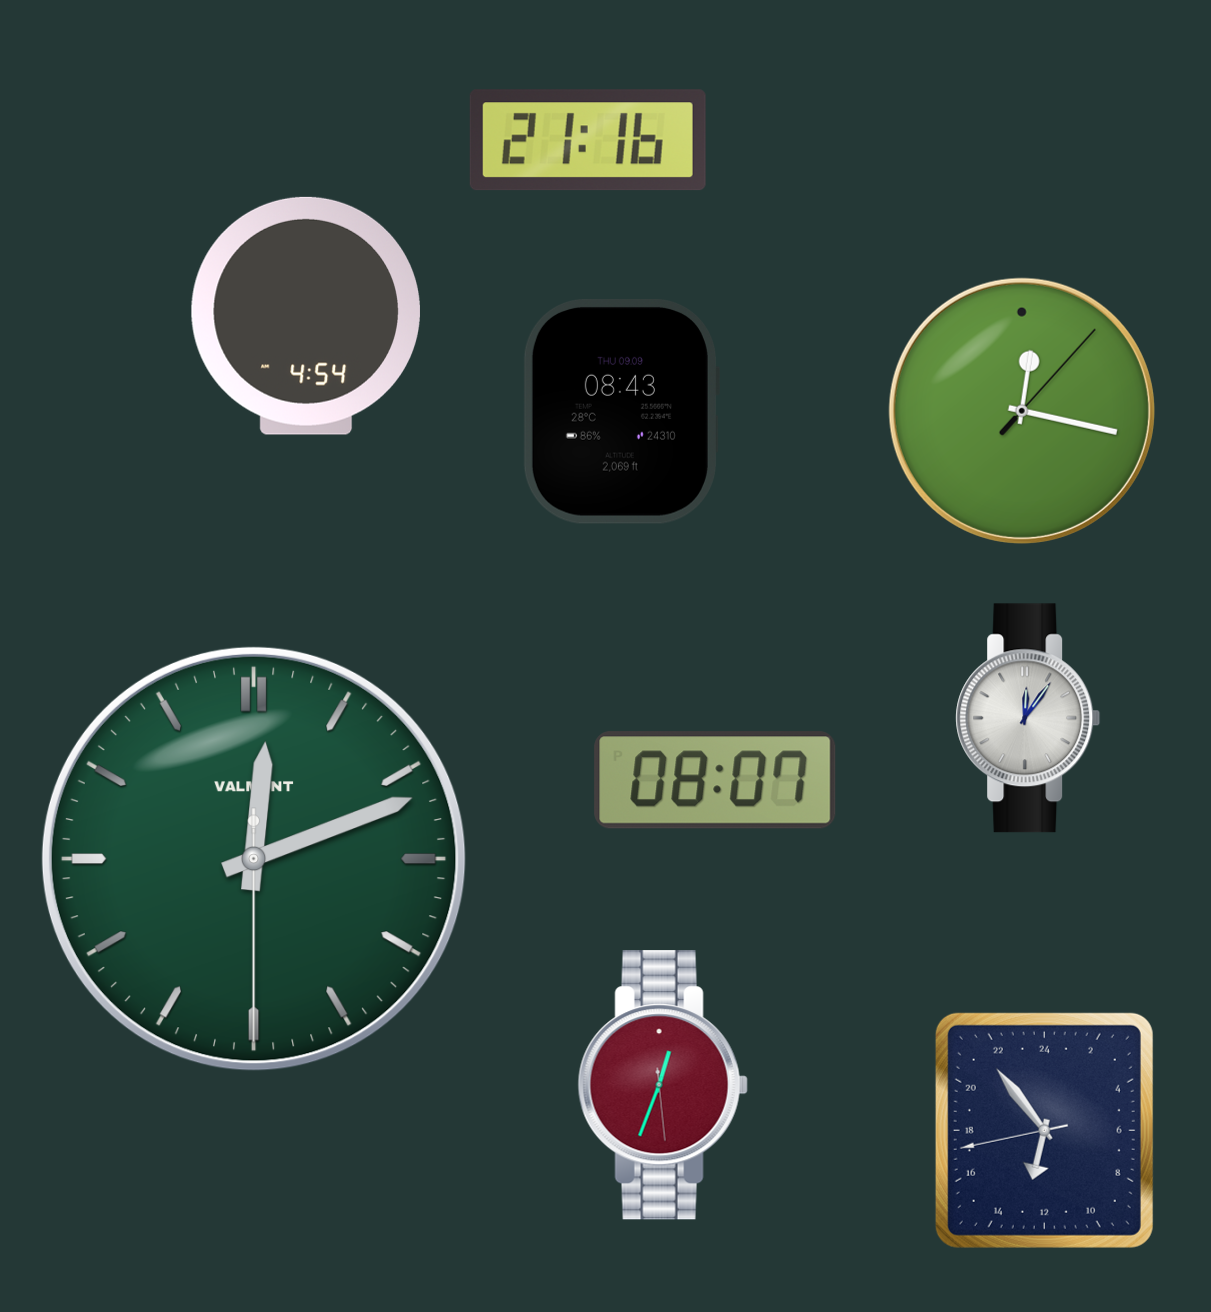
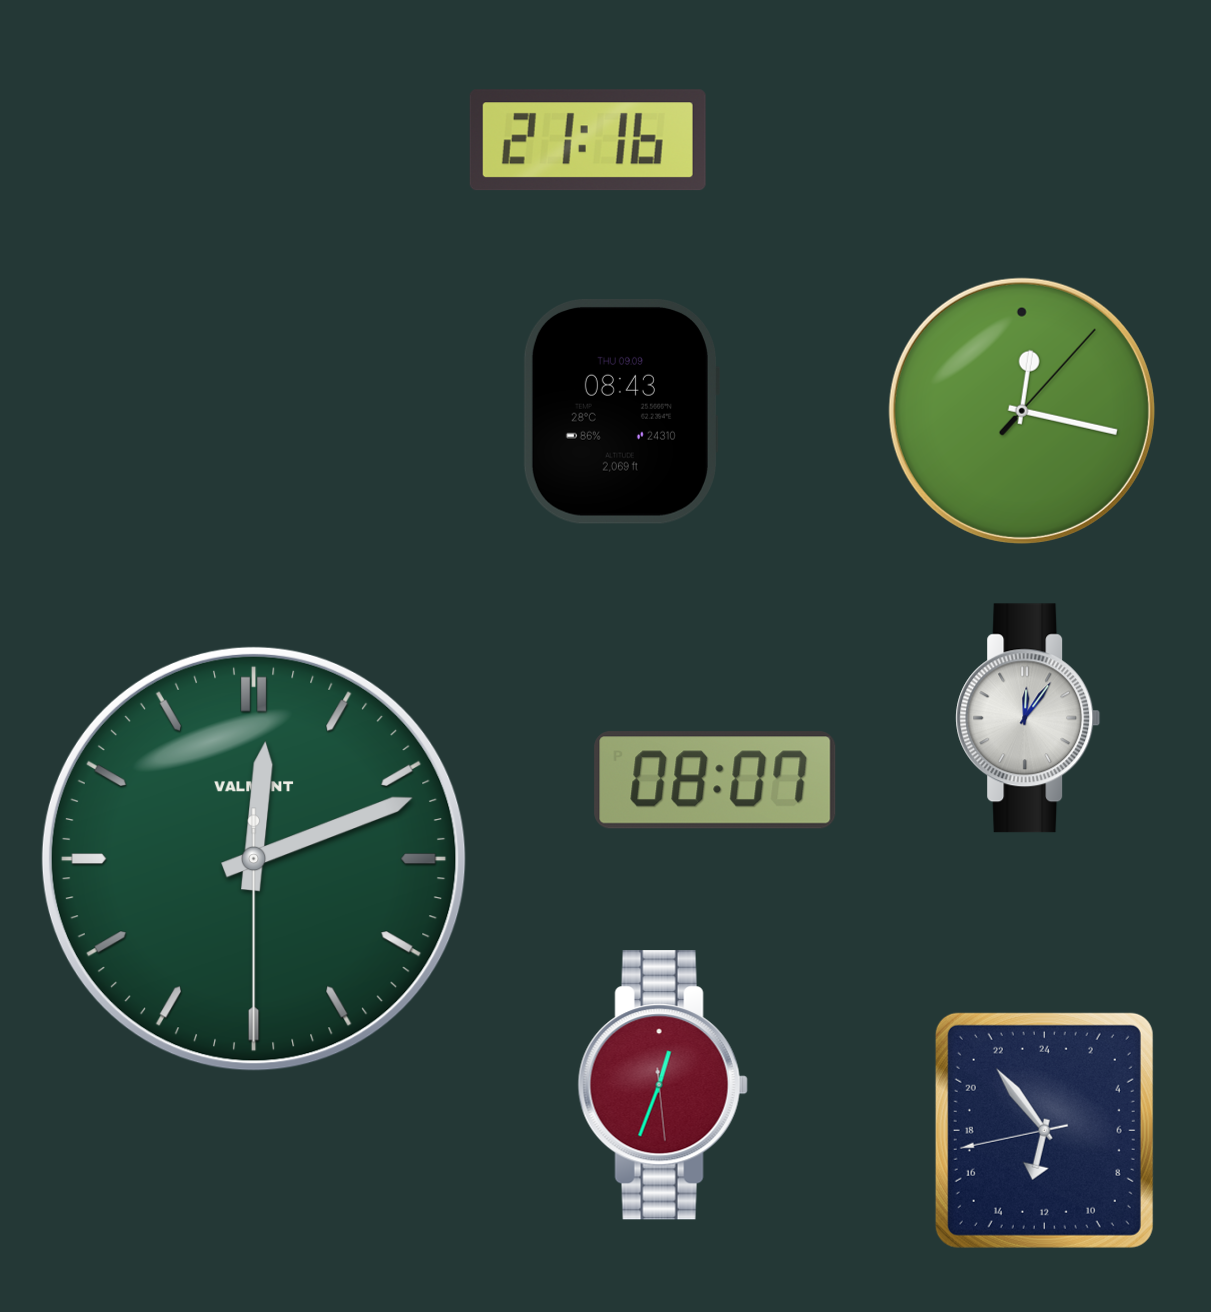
clock at (306, 316): 4:54 -> none
